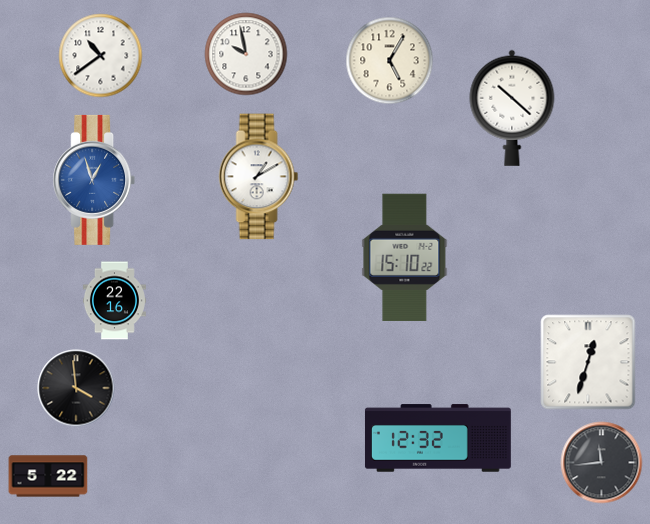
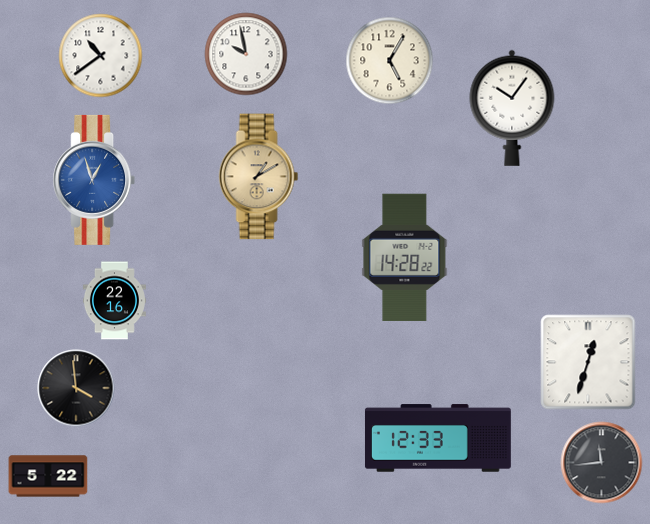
clock at (512, 108): 10:22 -> 10:06
clock at (259, 177) dial: white -> champagne
clock at (405, 258): 15:10 -> 14:28
clock at (438, 438): 12:32 -> 12:33
